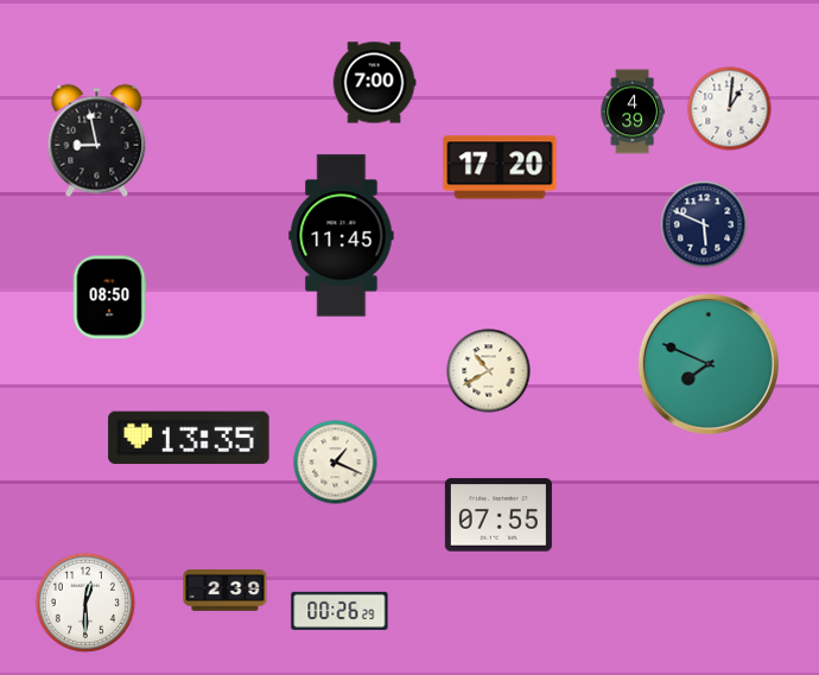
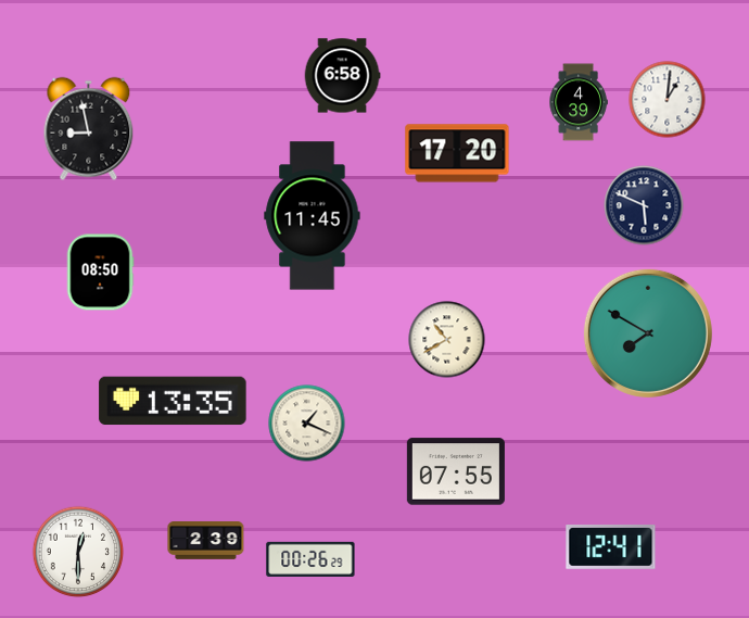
clock at (374, 83): 7:00 -> 6:58
clock at (709, 364): 7:49 -> 7:50
clock at (611, 547): none -> 12:41
